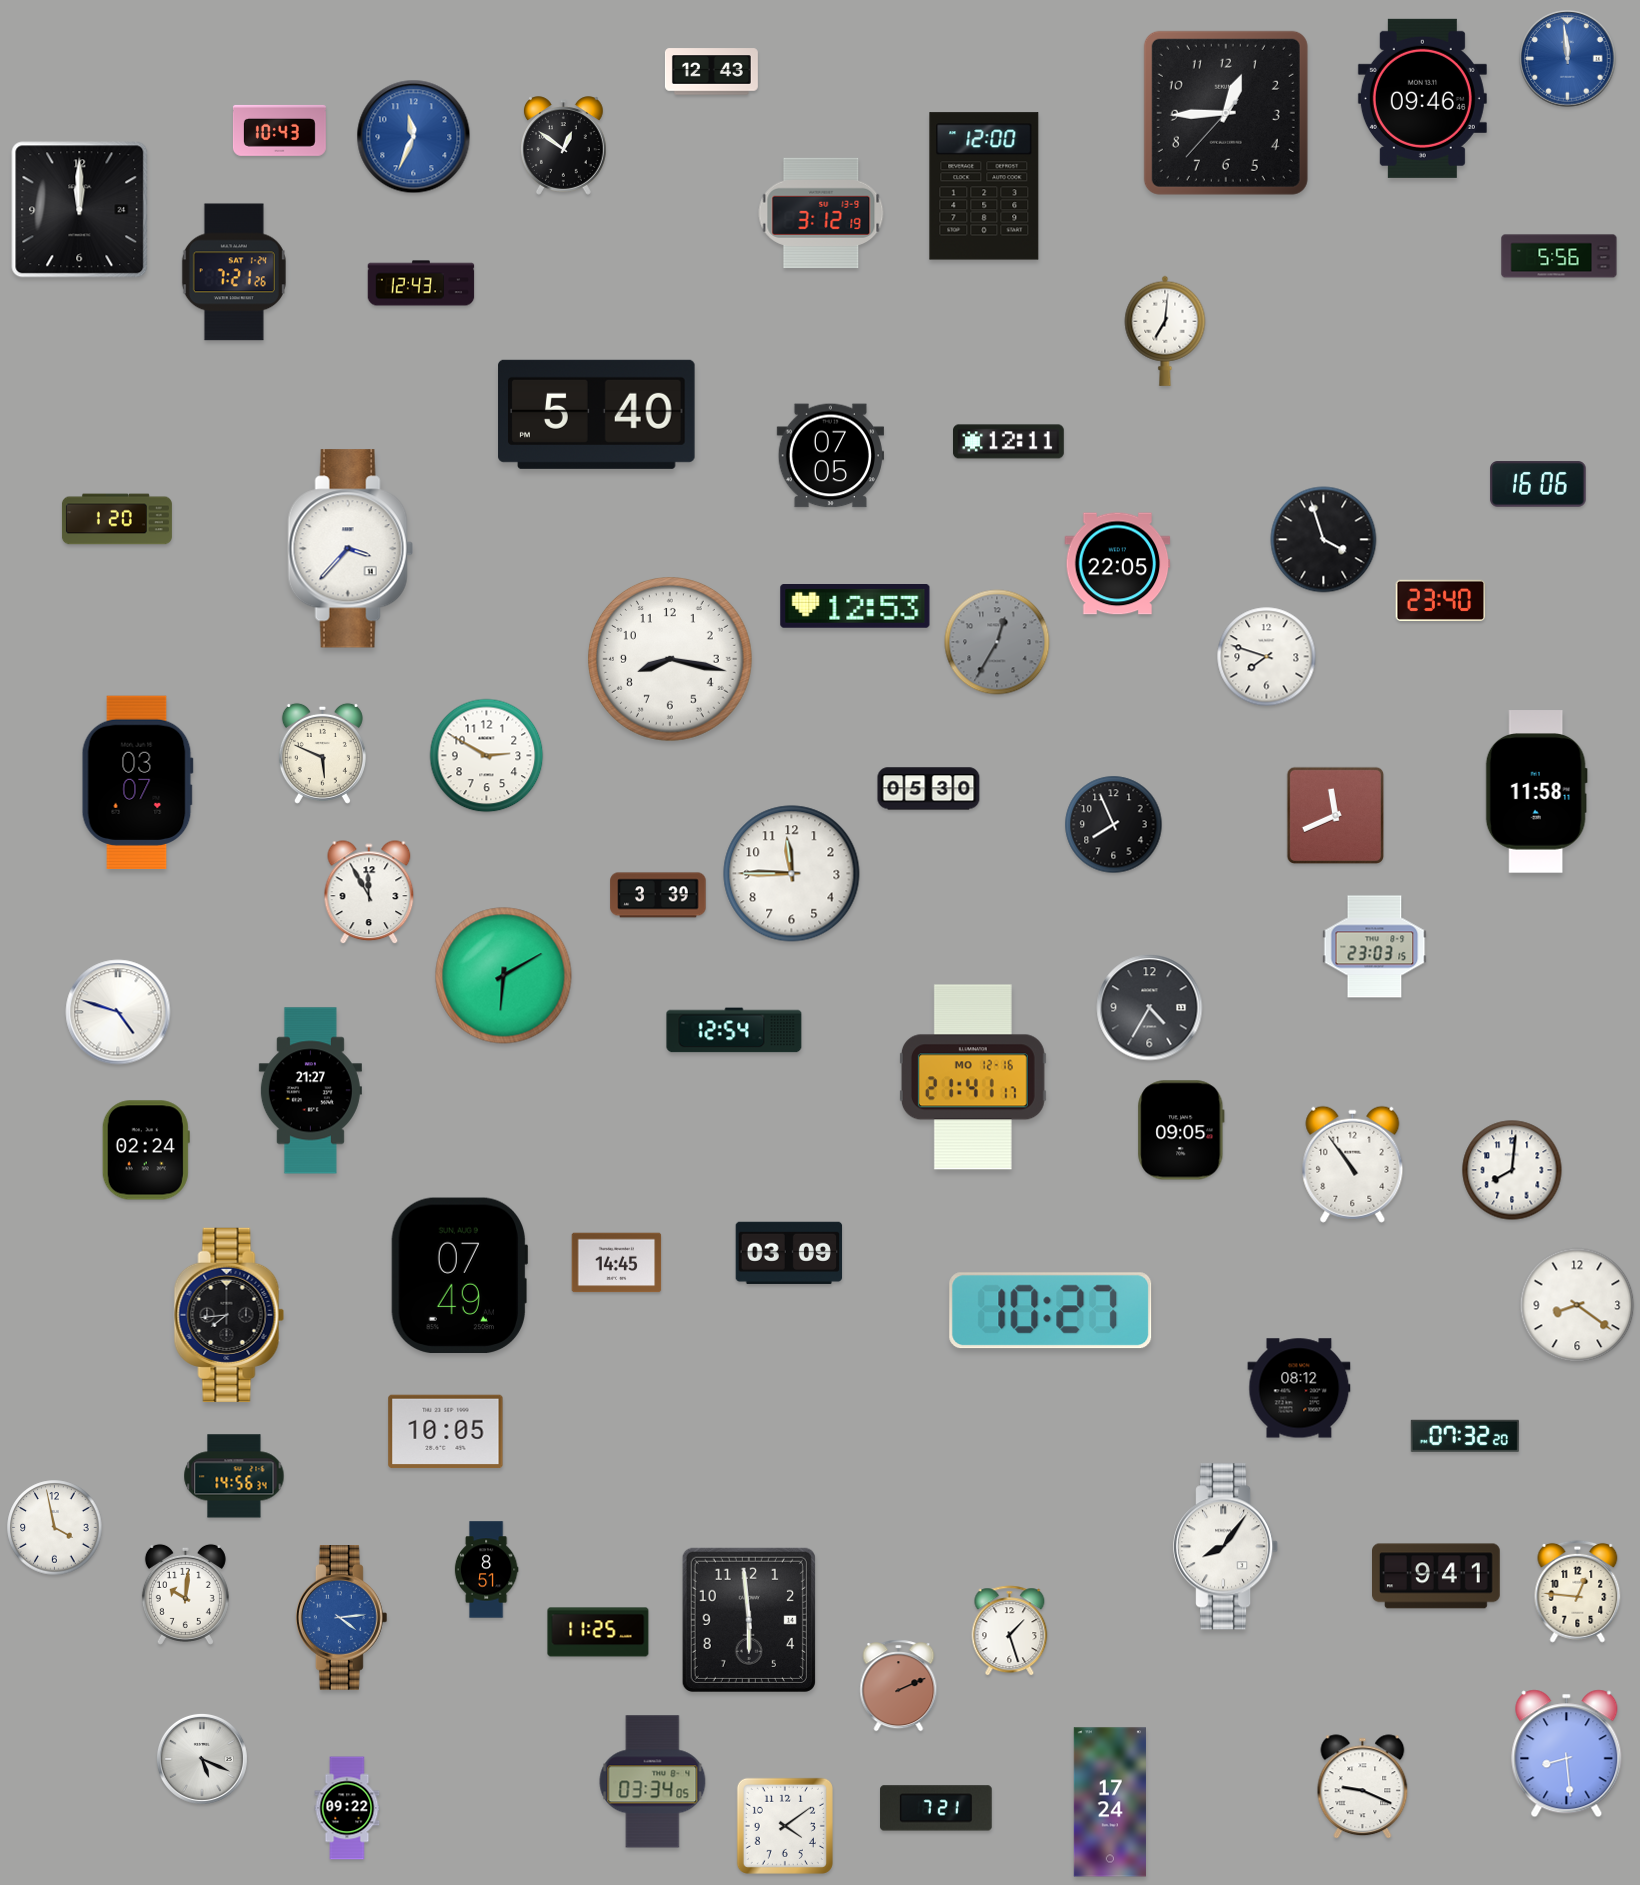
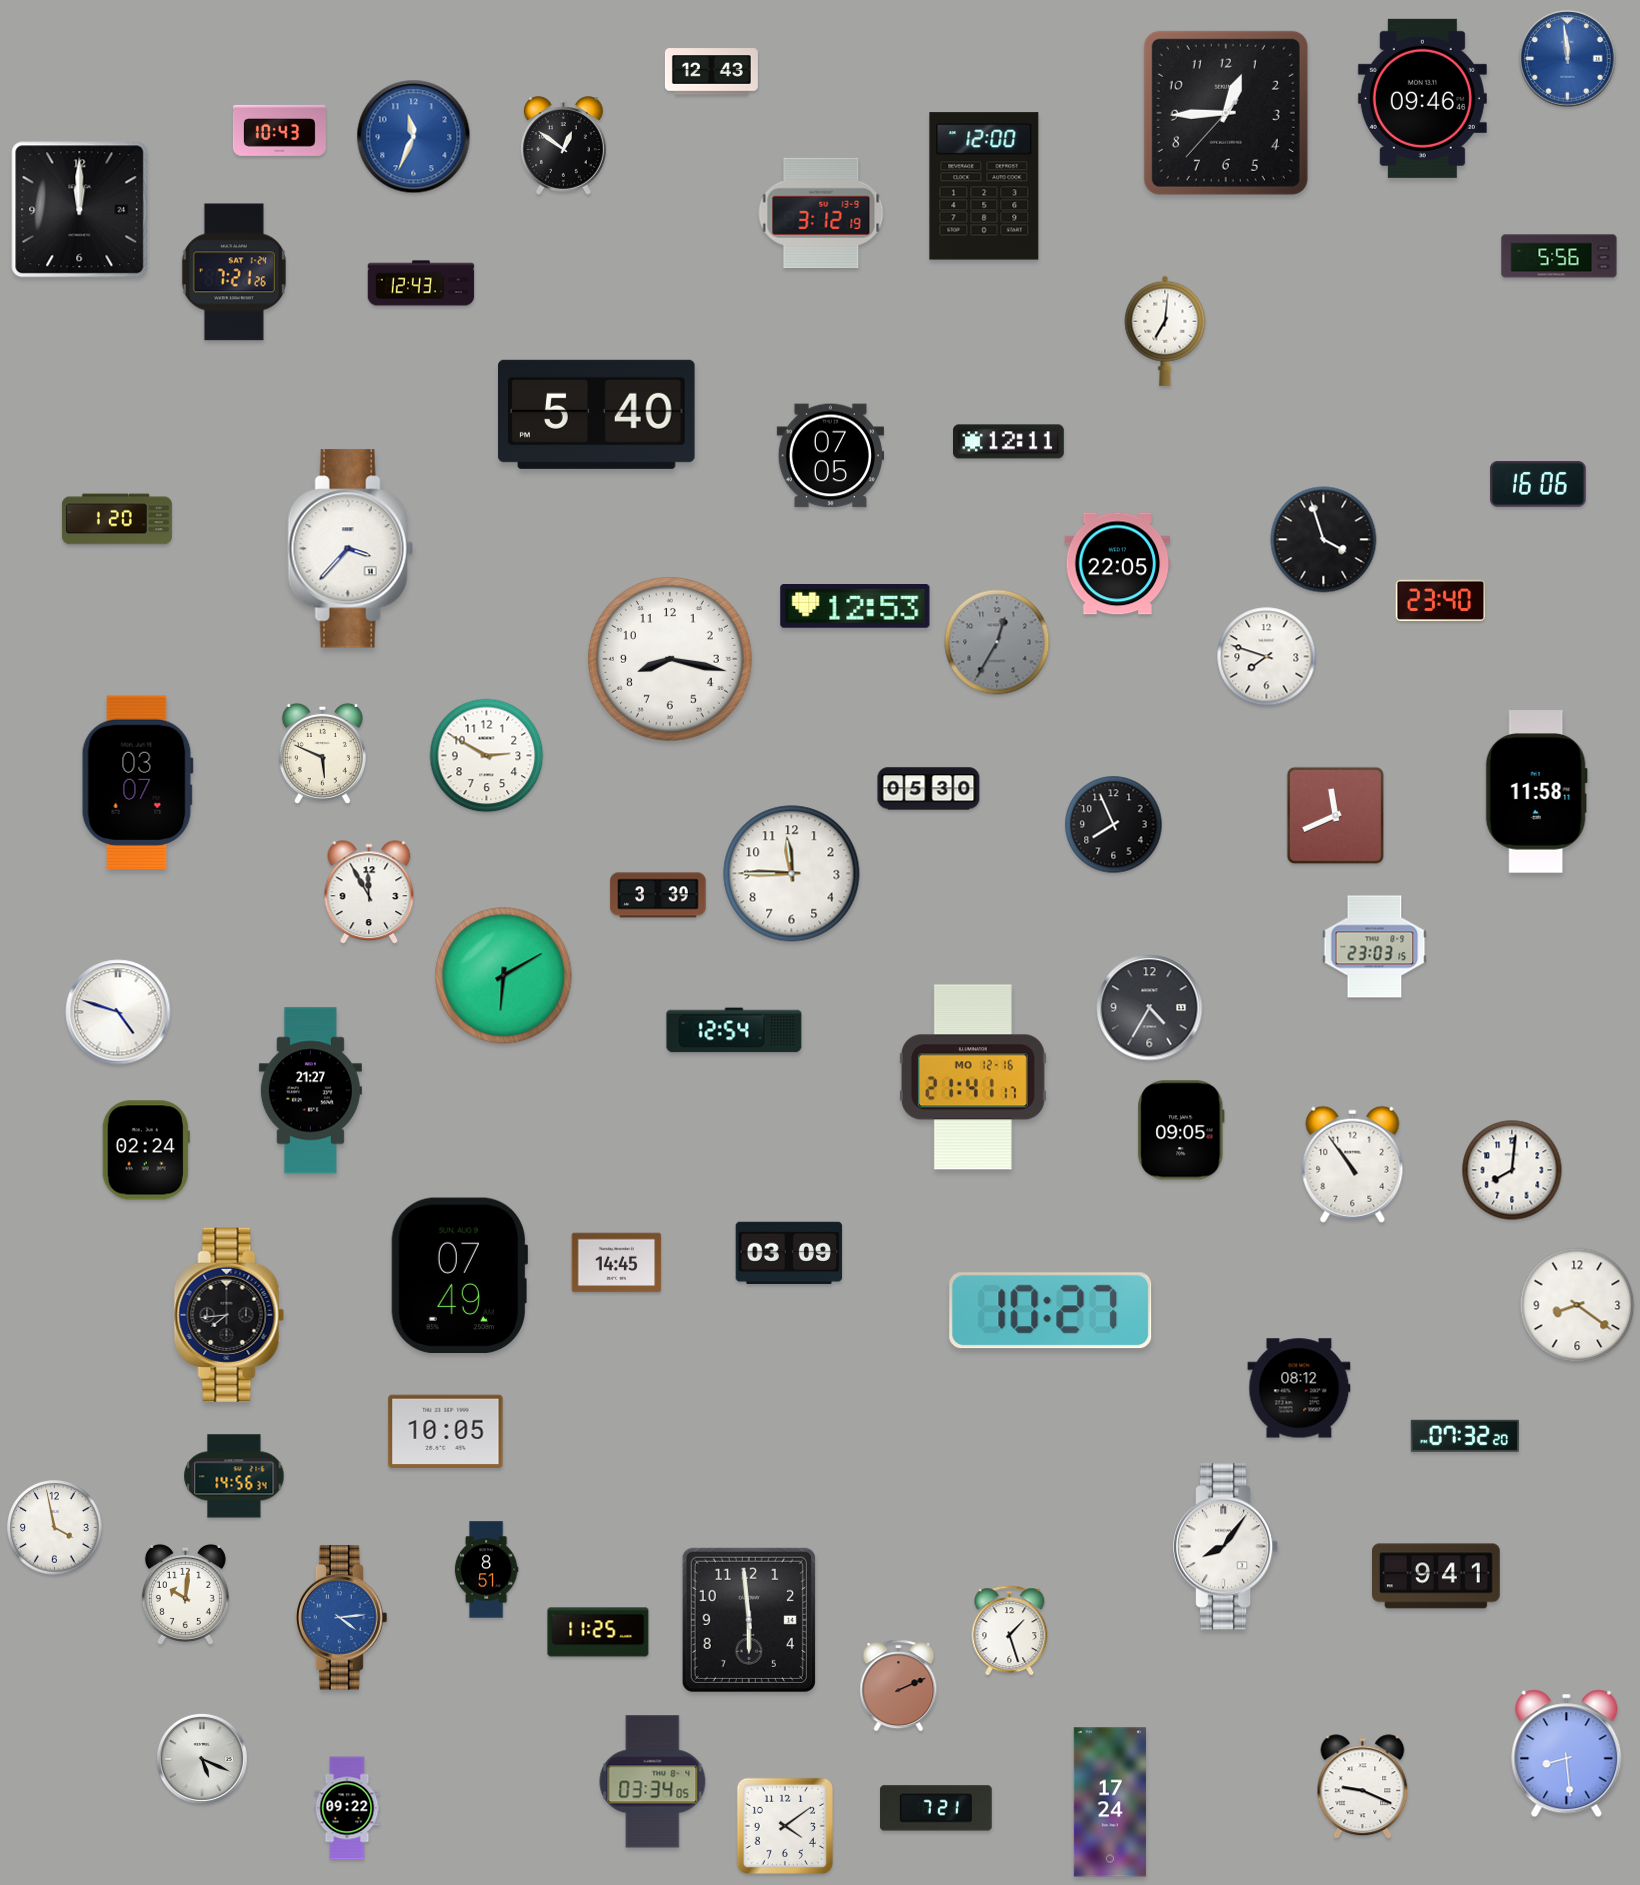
clock at (1578, 1591): 12:46 -> none
